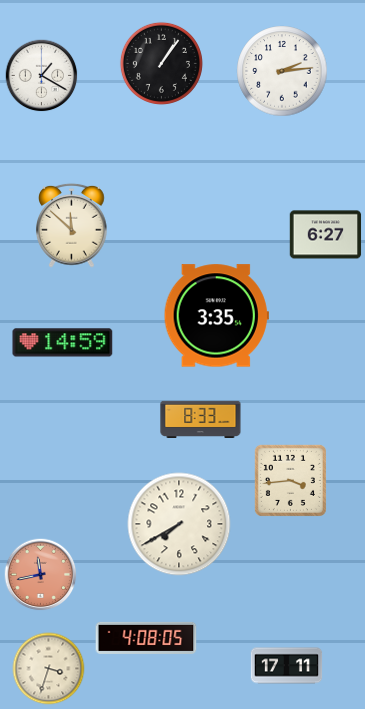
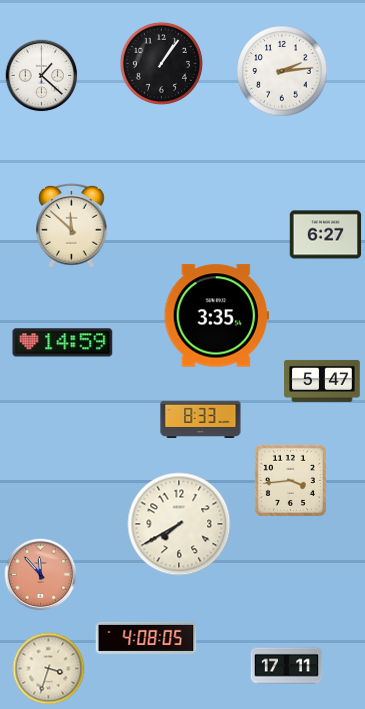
clock at (42, 76): 1:20 -> 1:22
clock at (322, 381): none -> 5:47
clock at (41, 575): 11:43 -> 11:53
